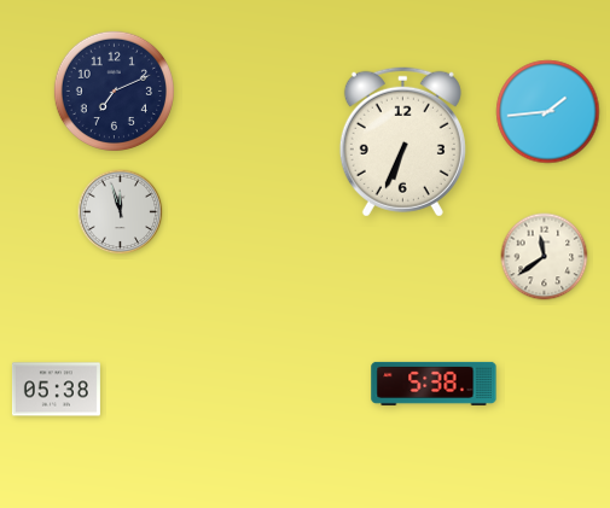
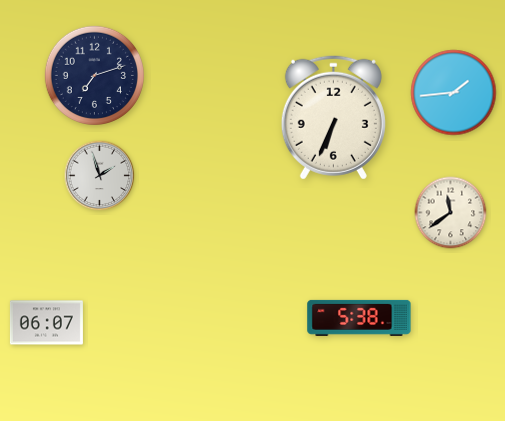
clock at (114, 90): 7:11 -> 7:12
clock at (121, 212): 11:57 -> 1:57
clock at (56, 390): 05:38 -> 06:07
